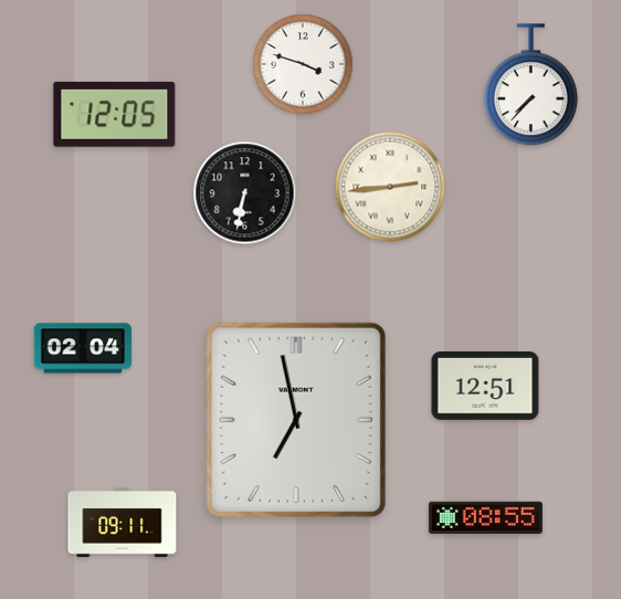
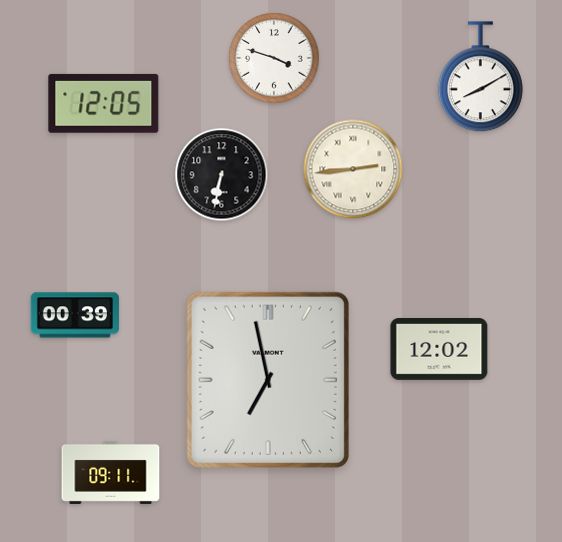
clock at (530, 85): 7:37 -> 8:10
clock at (83, 348): 02:04 -> 00:39
clock at (485, 387): 12:51 -> 12:02
clock at (485, 517): 08:55 -> none
